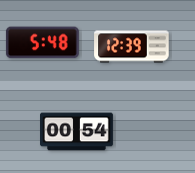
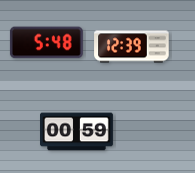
clock at (42, 43) position: (42, 43) -> (46, 43)
clock at (77, 132): 00:54 -> 00:59
